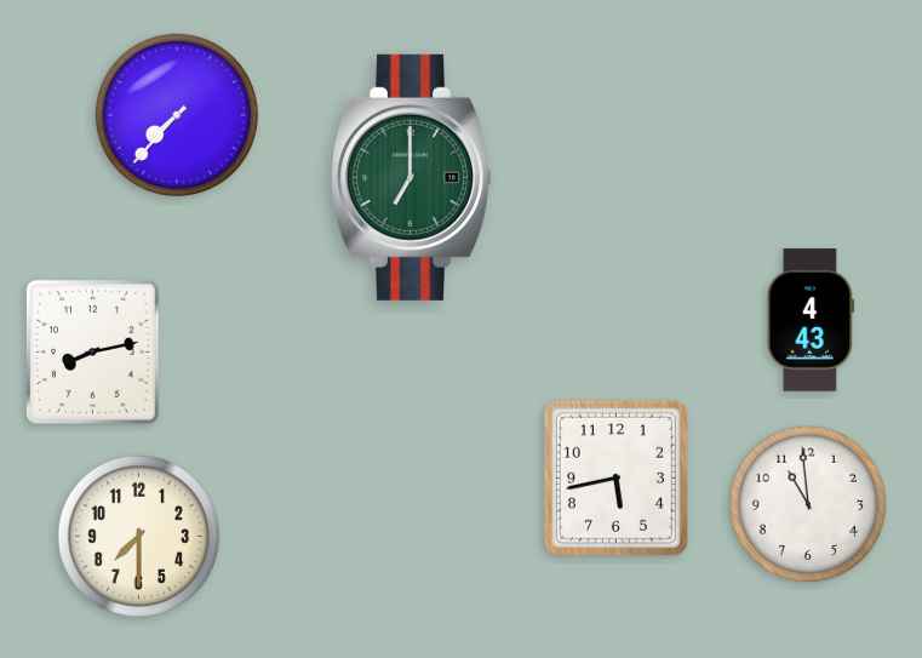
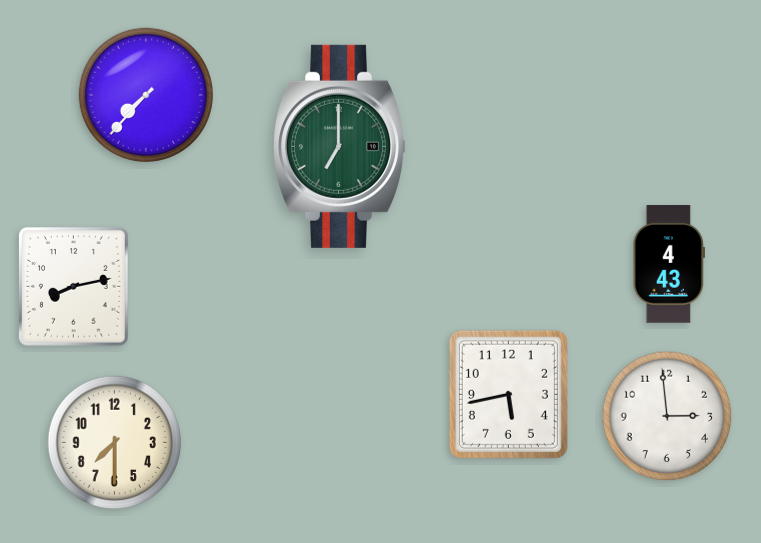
clock at (92, 353) position: (92, 353) -> (73, 287)
clock at (808, 504): 10:59 -> 2:59
